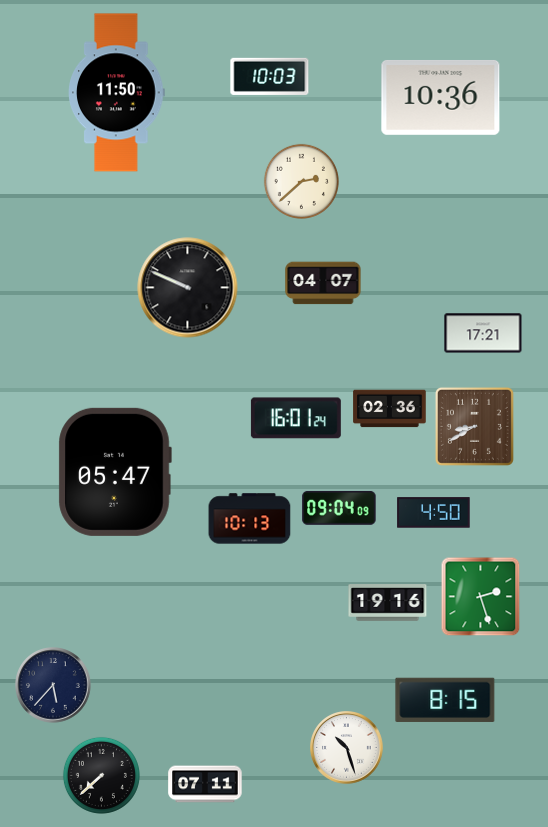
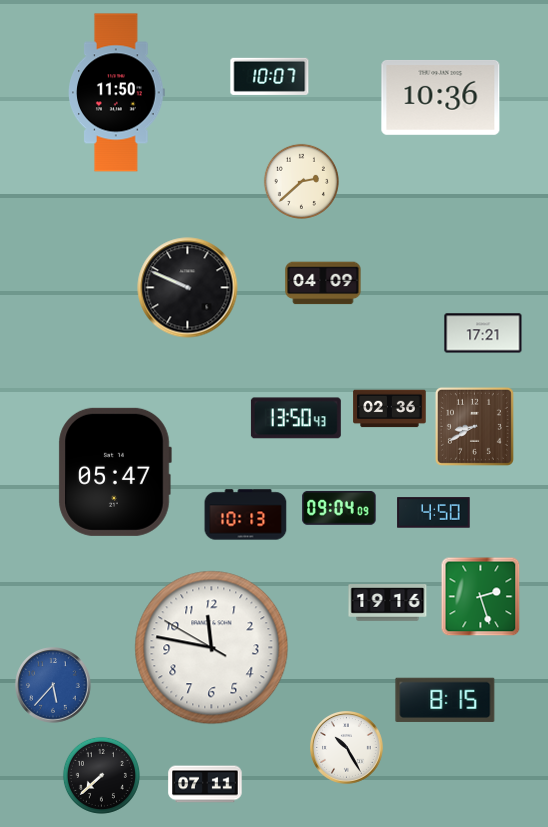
clock at (270, 76): 10:03 -> 10:07
clock at (323, 283): 04:07 -> 04:09
clock at (296, 418): 16:01 -> 13:50
clock at (250, 519) position: (250, 519) -> (246, 515)
clock at (212, 648): none -> 11:46
clock at (53, 685) dial: navy -> blue
clock at (347, 748): 10:27 -> 10:25
